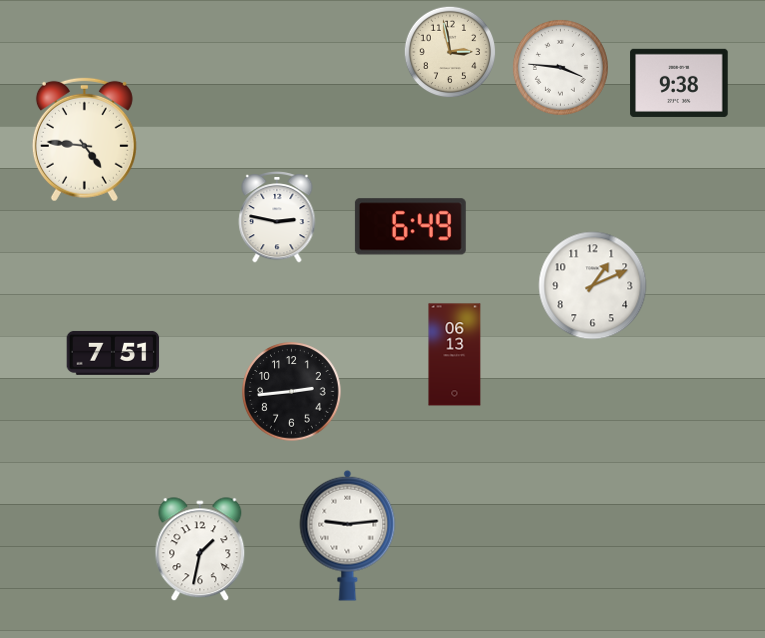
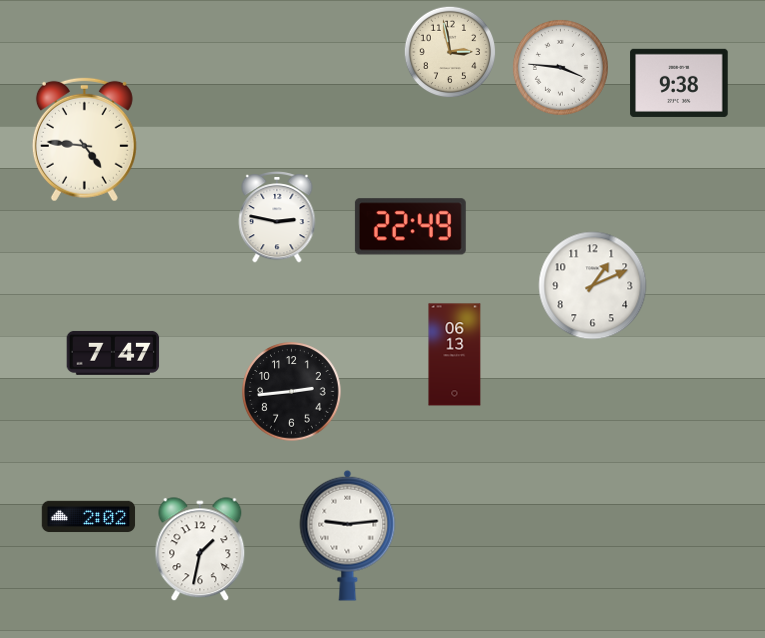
clock at (410, 227): 6:49 -> 22:49
clock at (113, 353): 7:51 -> 7:47
clock at (89, 517): none -> 2:02
